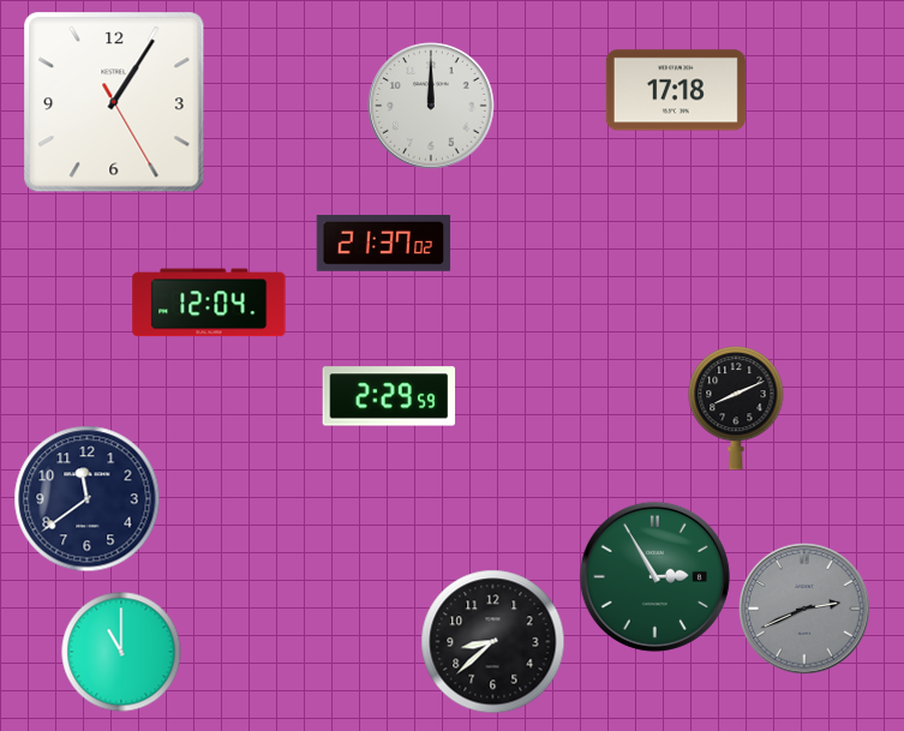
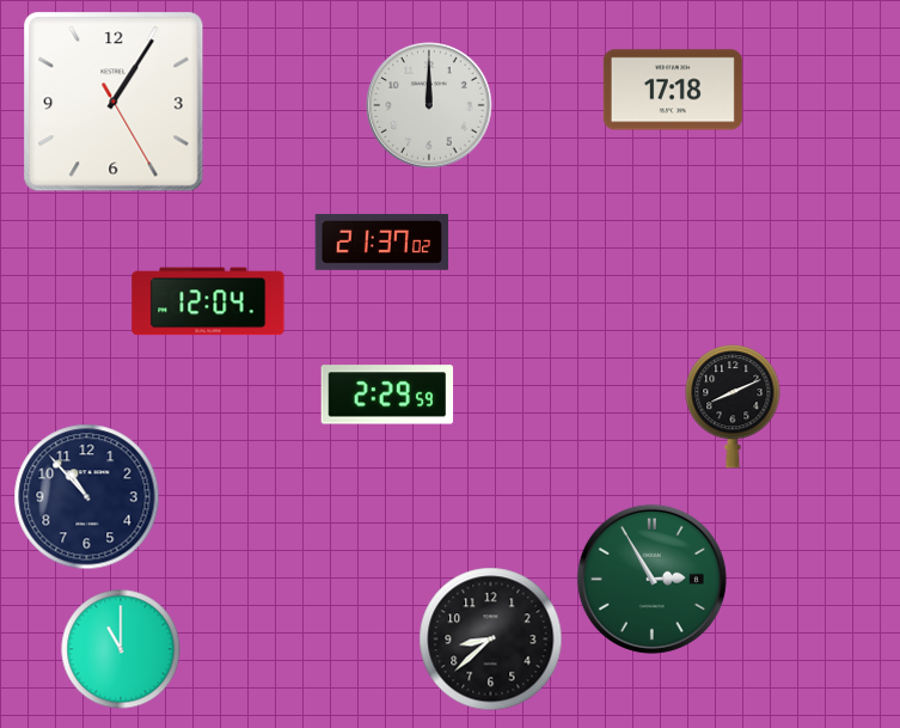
clock at (88, 499): 11:39 -> 10:53
clock at (654, 576) position: (654, 576) -> (651, 579)
clock at (804, 609): 2:41 -> none
